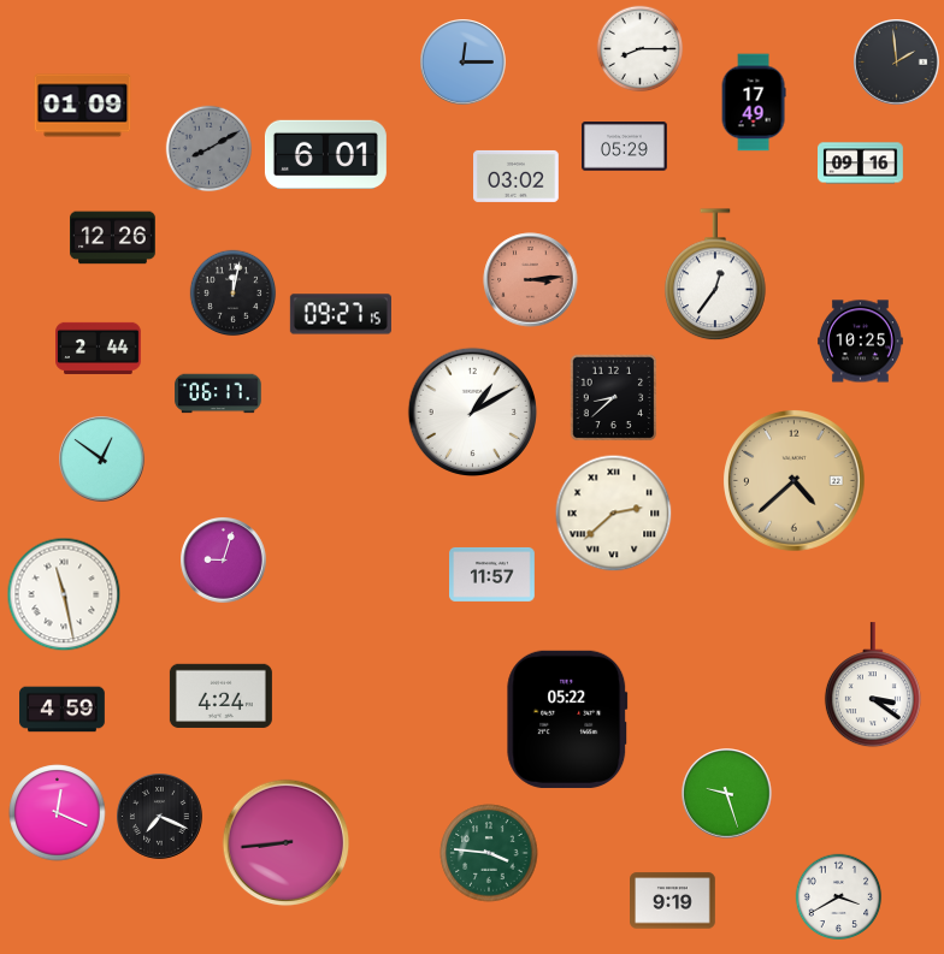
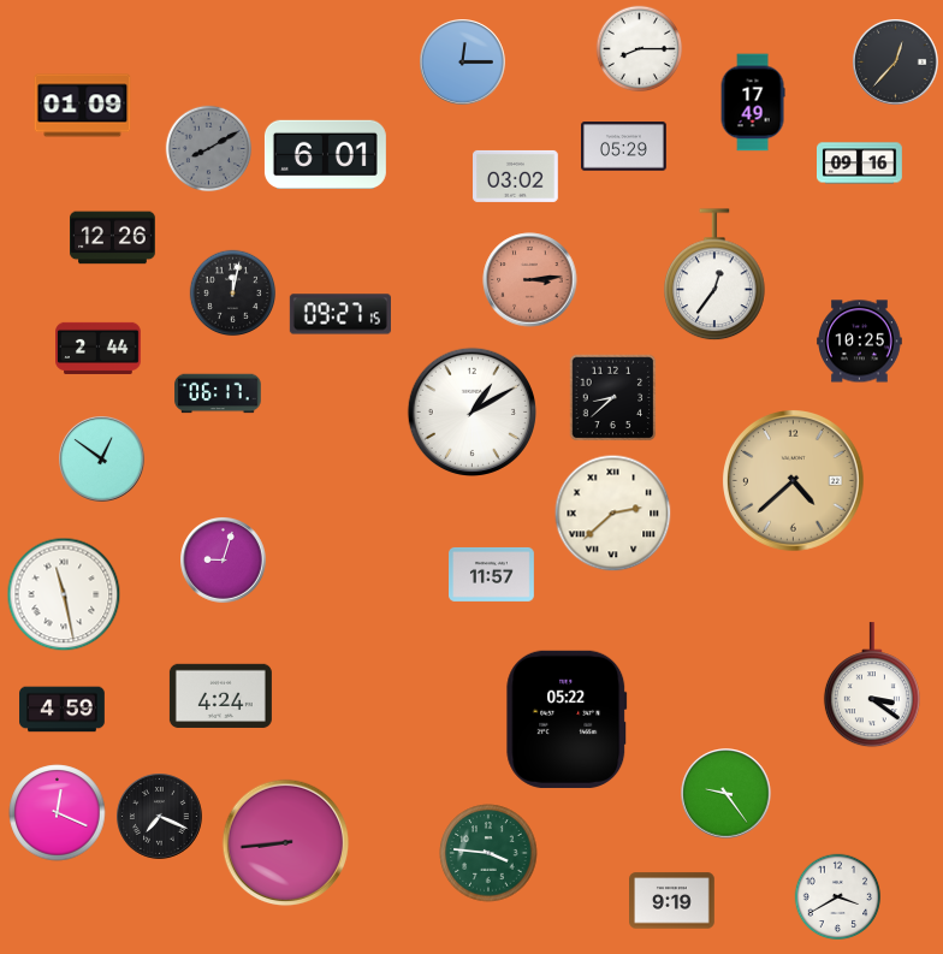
clock at (897, 63): 1:59 -> 12:37
clock at (727, 794): 9:27 -> 9:24
